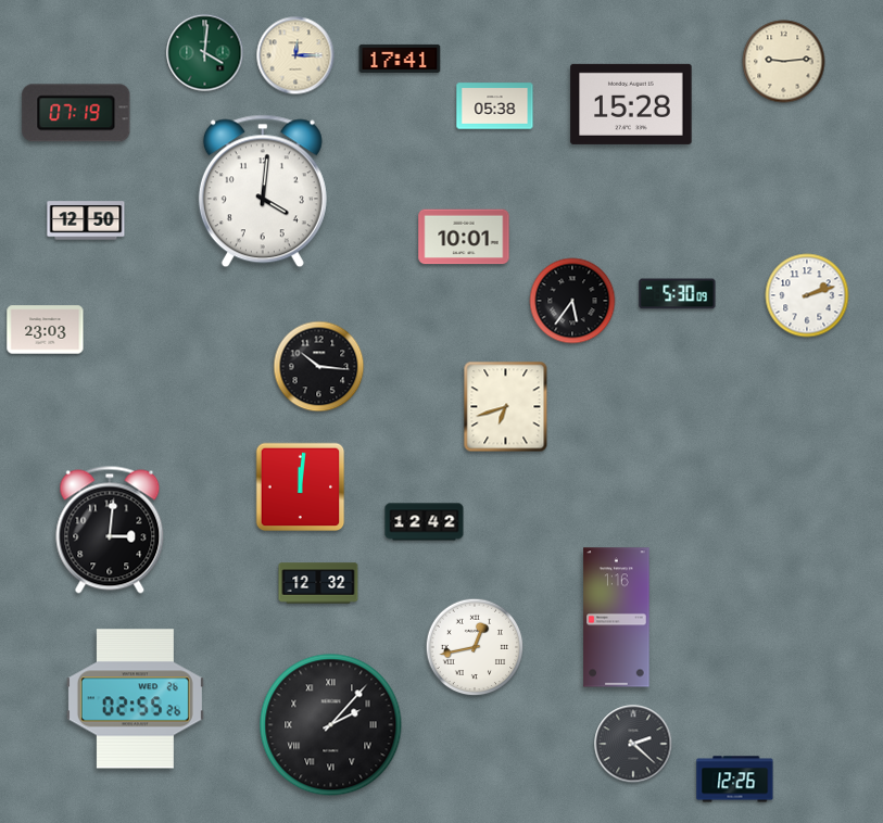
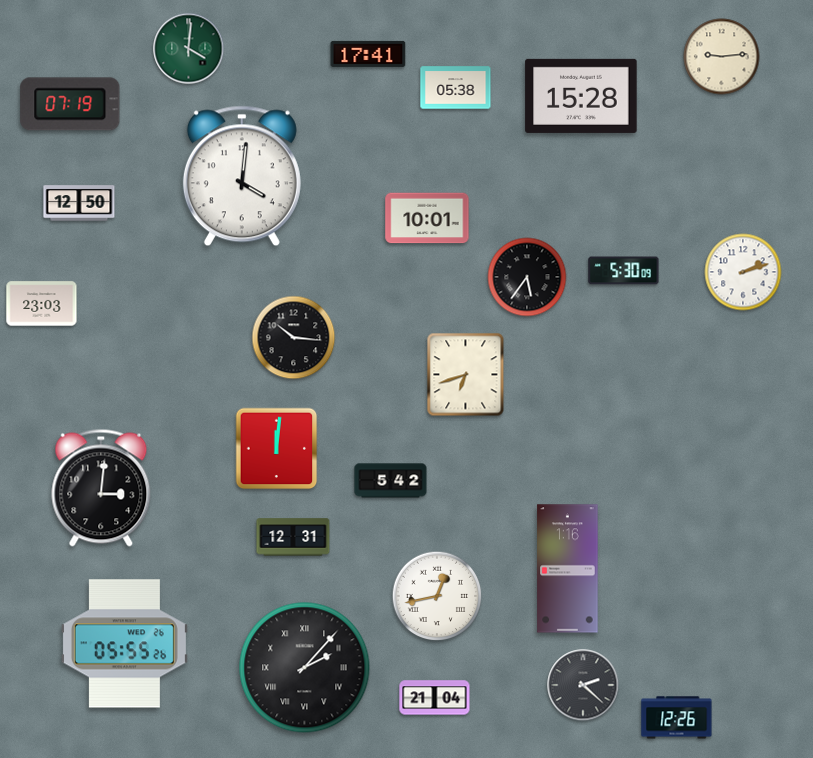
clock at (295, 55): 12:15 -> none
clock at (495, 106) position: (495, 106) -> (456, 88)
clock at (425, 522): 12:42 -> 5:42
clock at (318, 583): 12:32 -> 12:31
clock at (135, 699): 02:55 -> 05:55
clock at (435, 698): none -> 21:04
